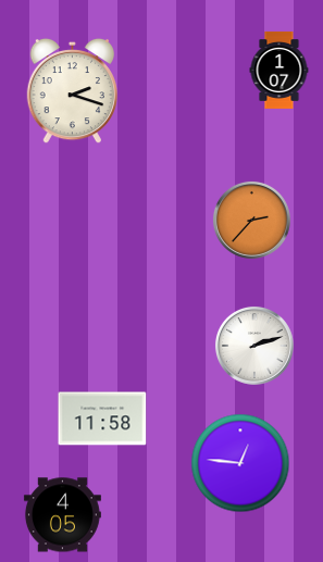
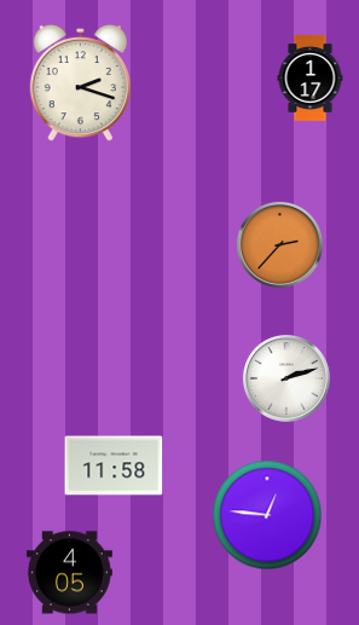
clock at (279, 70): 1:07 -> 1:17
clock at (72, 91) position: (72, 91) -> (80, 83)
clock at (254, 346) position: (254, 346) -> (286, 378)
